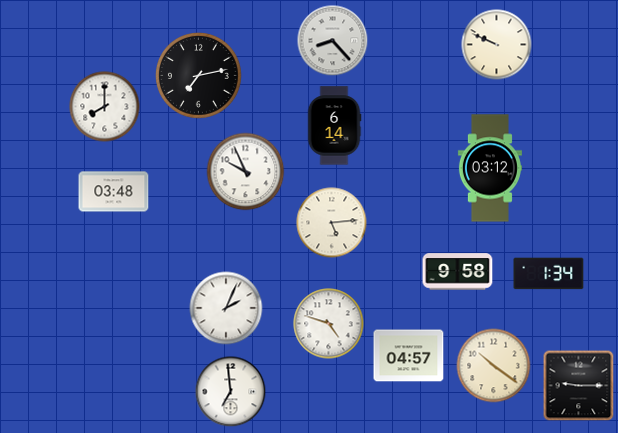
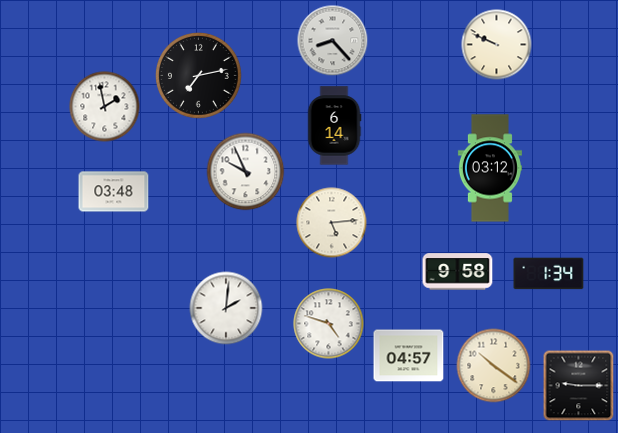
clock at (105, 107): 8:00 -> 1:58
clock at (226, 308): 2:04 -> 2:01
clock at (231, 392): 6:59 -> none
